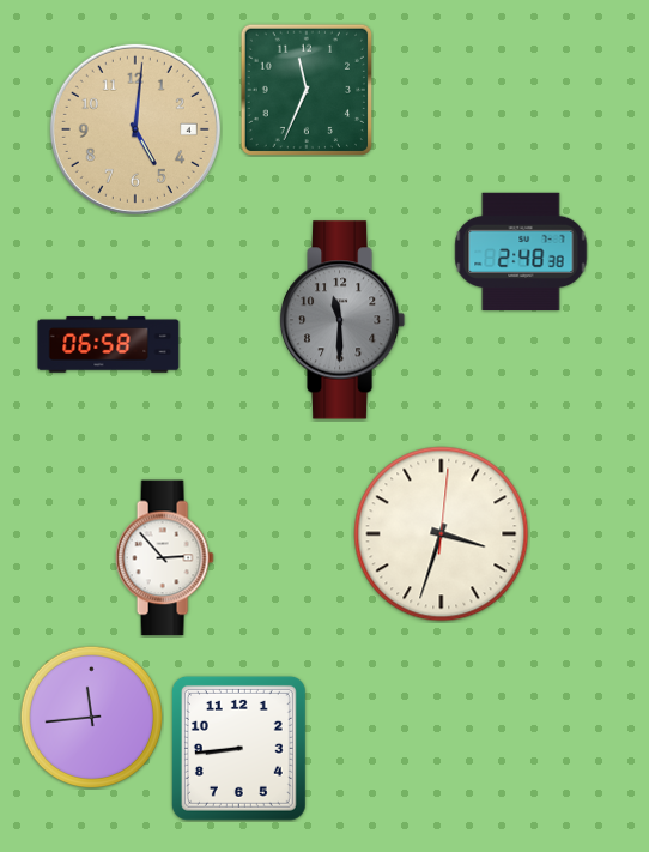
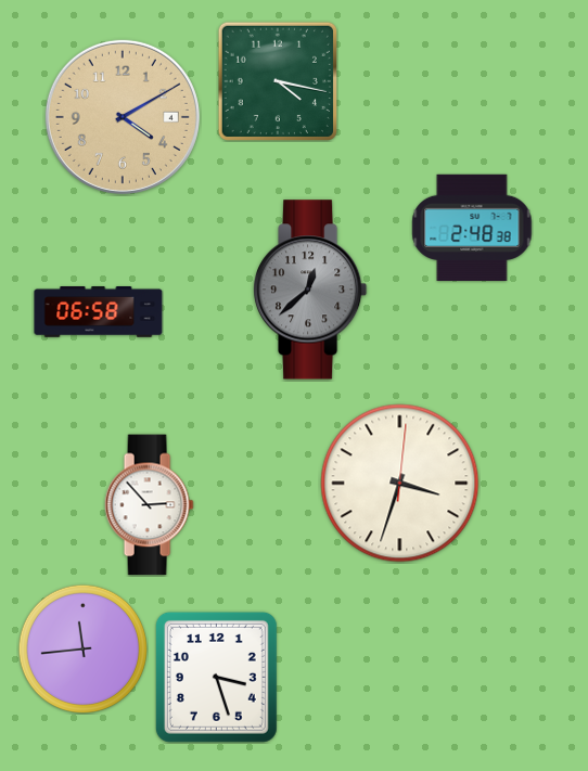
clock at (305, 89): 11:34 -> 4:17
clock at (135, 129): 5:01 -> 4:10
clock at (344, 320): 11:30 -> 12:38
clock at (238, 748): 8:44 -> 3:27
